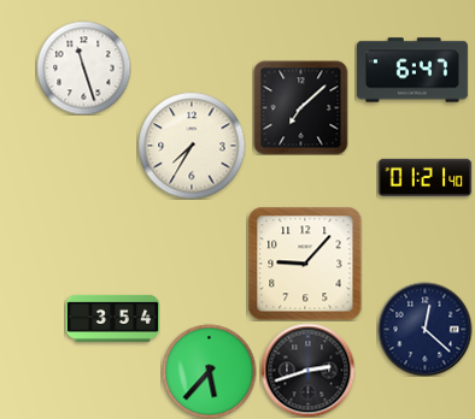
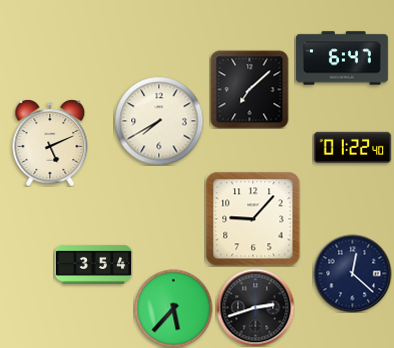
clock at (83, 67): 11:27 -> none
clock at (192, 146): 7:35 -> 7:40
clock at (50, 143): none -> 5:11
clock at (424, 177): 01:21 -> 01:22
